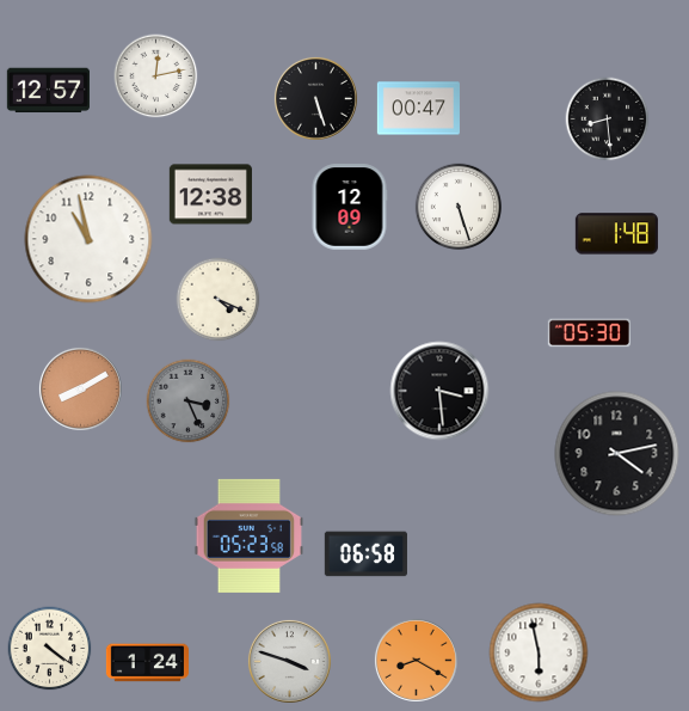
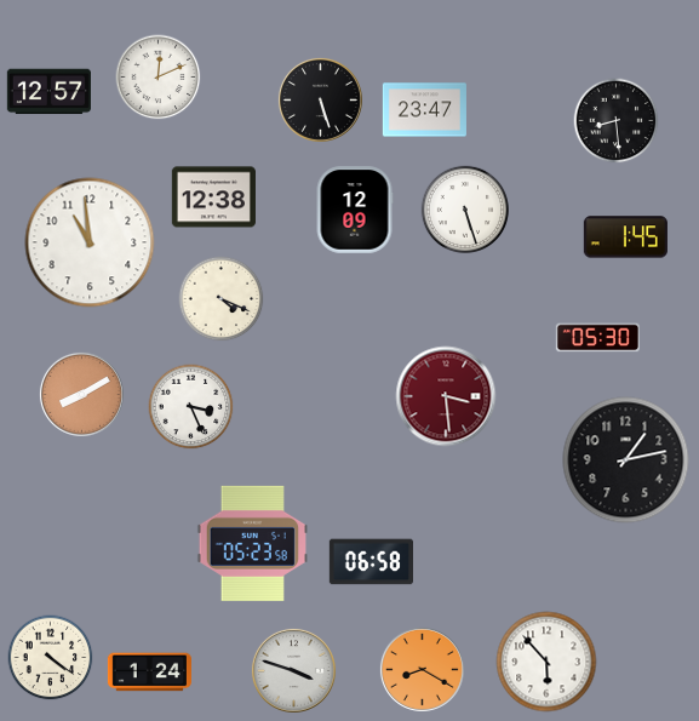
clock at (156, 76): 12:13 -> 12:11
clock at (418, 109): 00:47 -> 23:47
clock at (616, 234): 1:48 -> 1:45
clock at (88, 239): 10:58 -> 10:59
clock at (219, 300) position: (219, 300) -> (222, 299)
clock at (439, 391) dial: black -> burgundy
clock at (189, 402) dial: grey -> white
clock at (617, 454): 4:13 -> 1:13
clock at (539, 652): 5:58 -> 5:53
